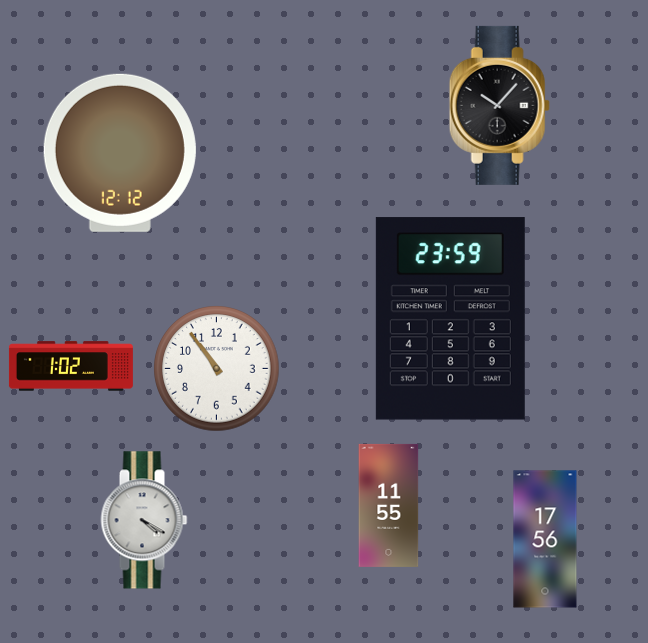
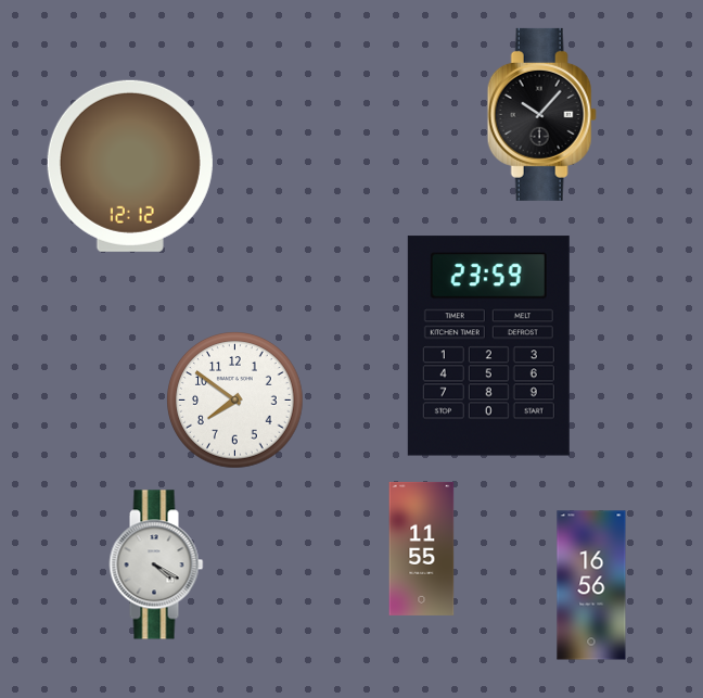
clock at (71, 366): 1:02 -> none
clock at (217, 369): 10:54 -> 7:51
clock at (545, 539): 17:56 -> 16:56
